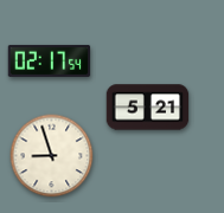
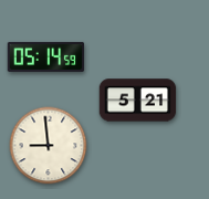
clock at (50, 60): 02:17 -> 05:14
clock at (52, 156): 8:57 -> 8:59
